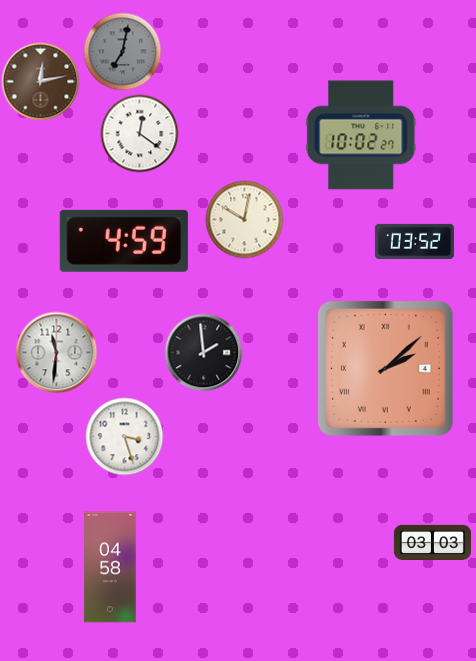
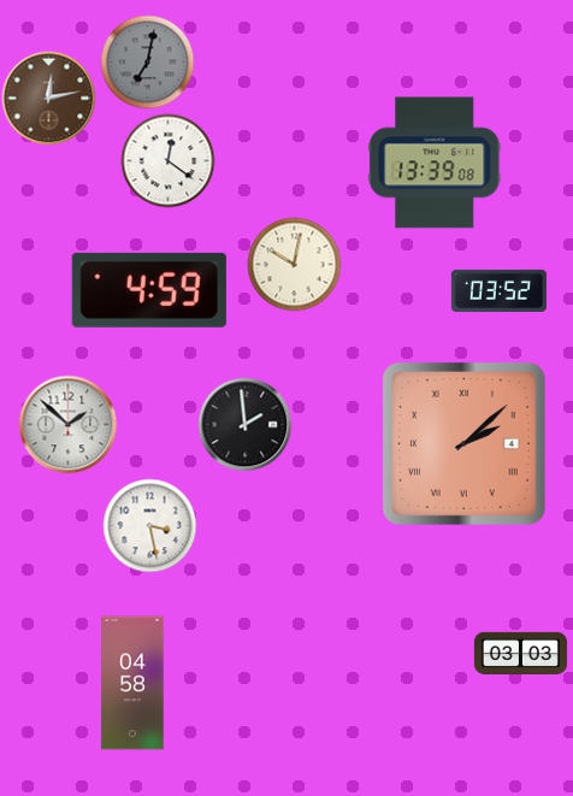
clock at (361, 135): 10:02 -> 13:39
clock at (56, 352): 11:31 -> 1:52
clock at (124, 436): 3:27 -> 3:28
